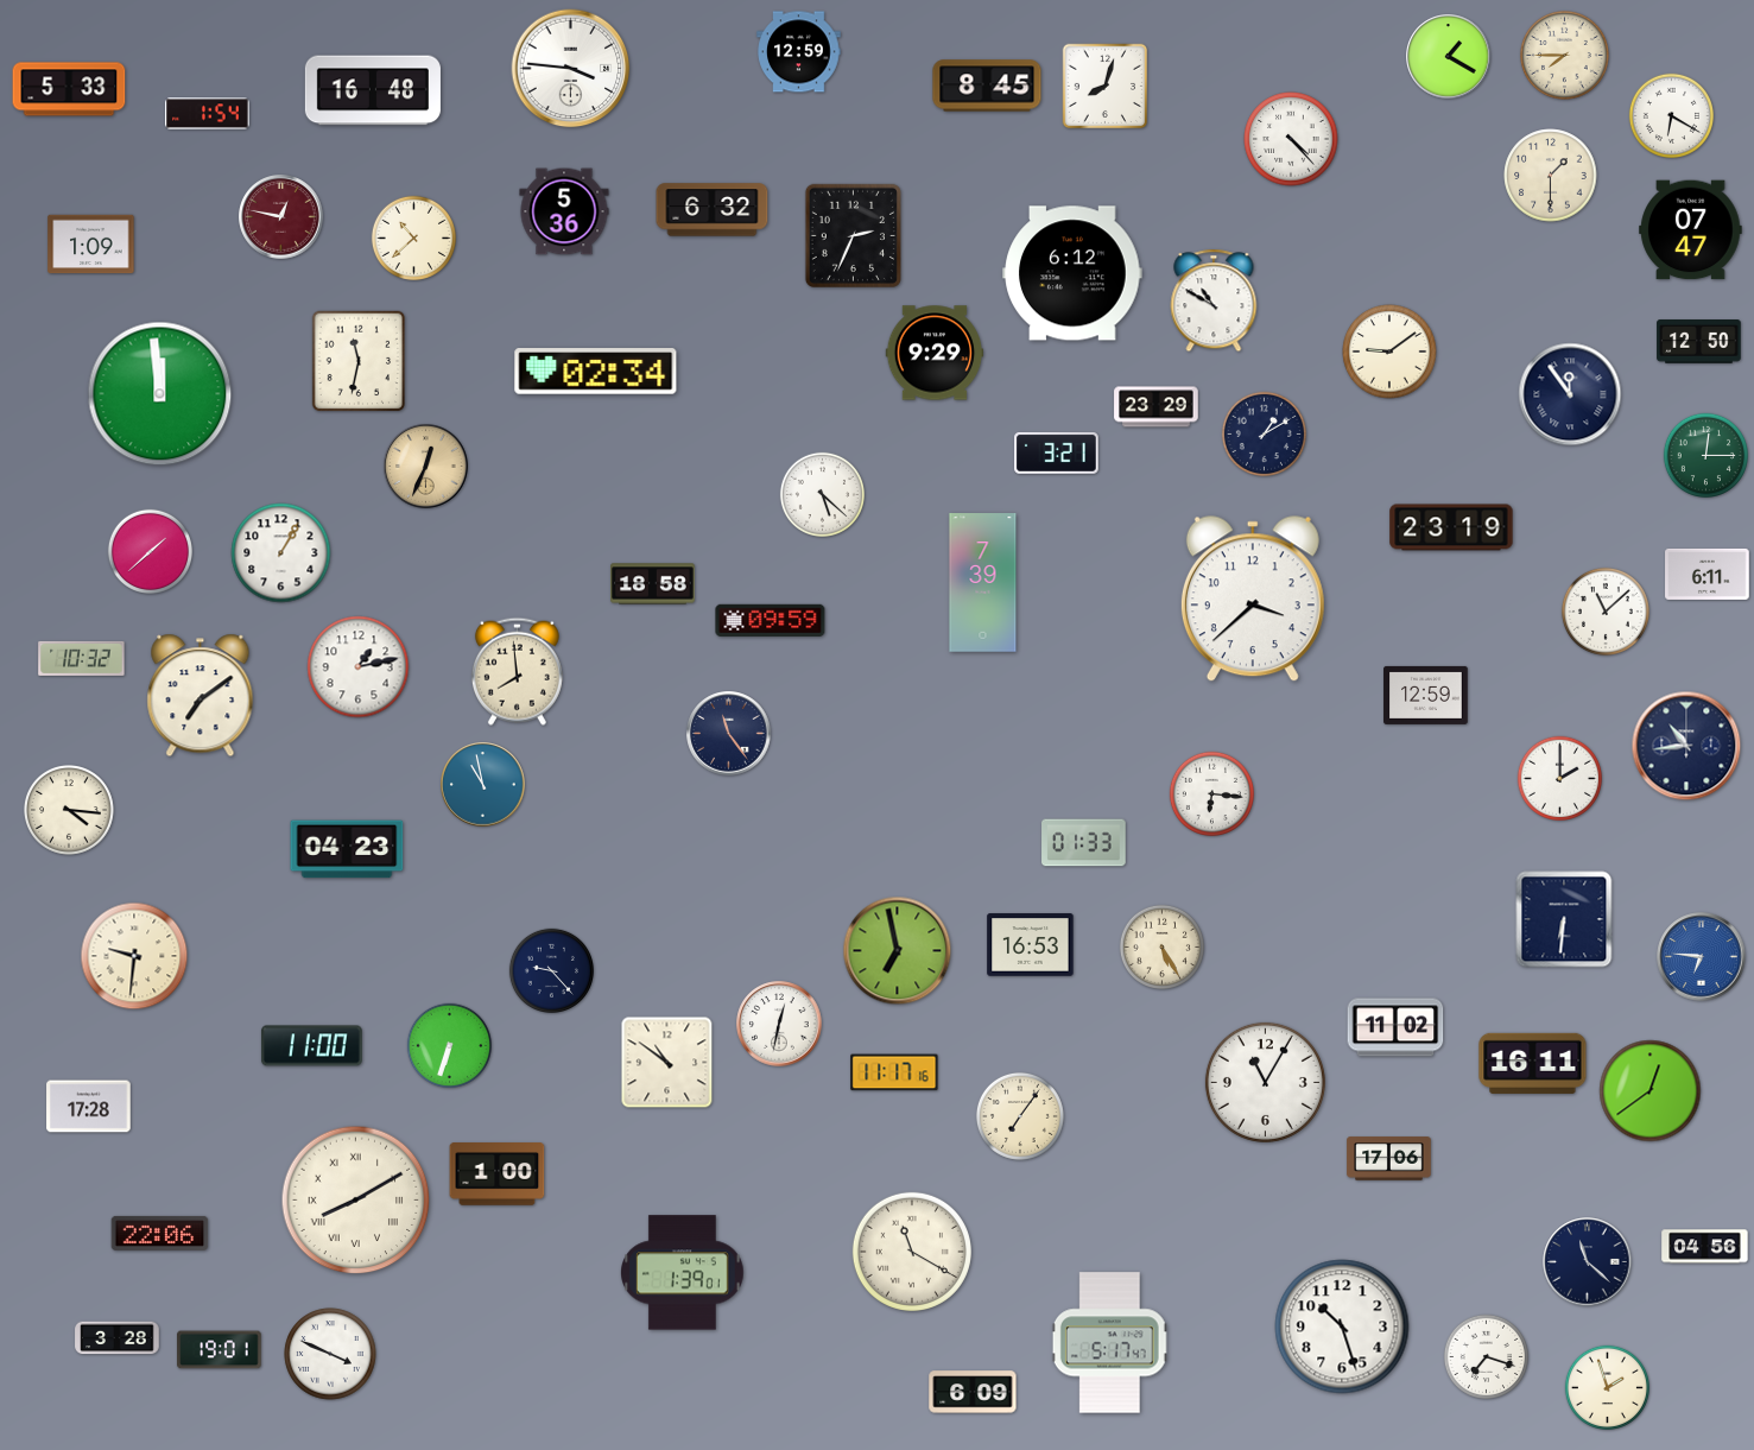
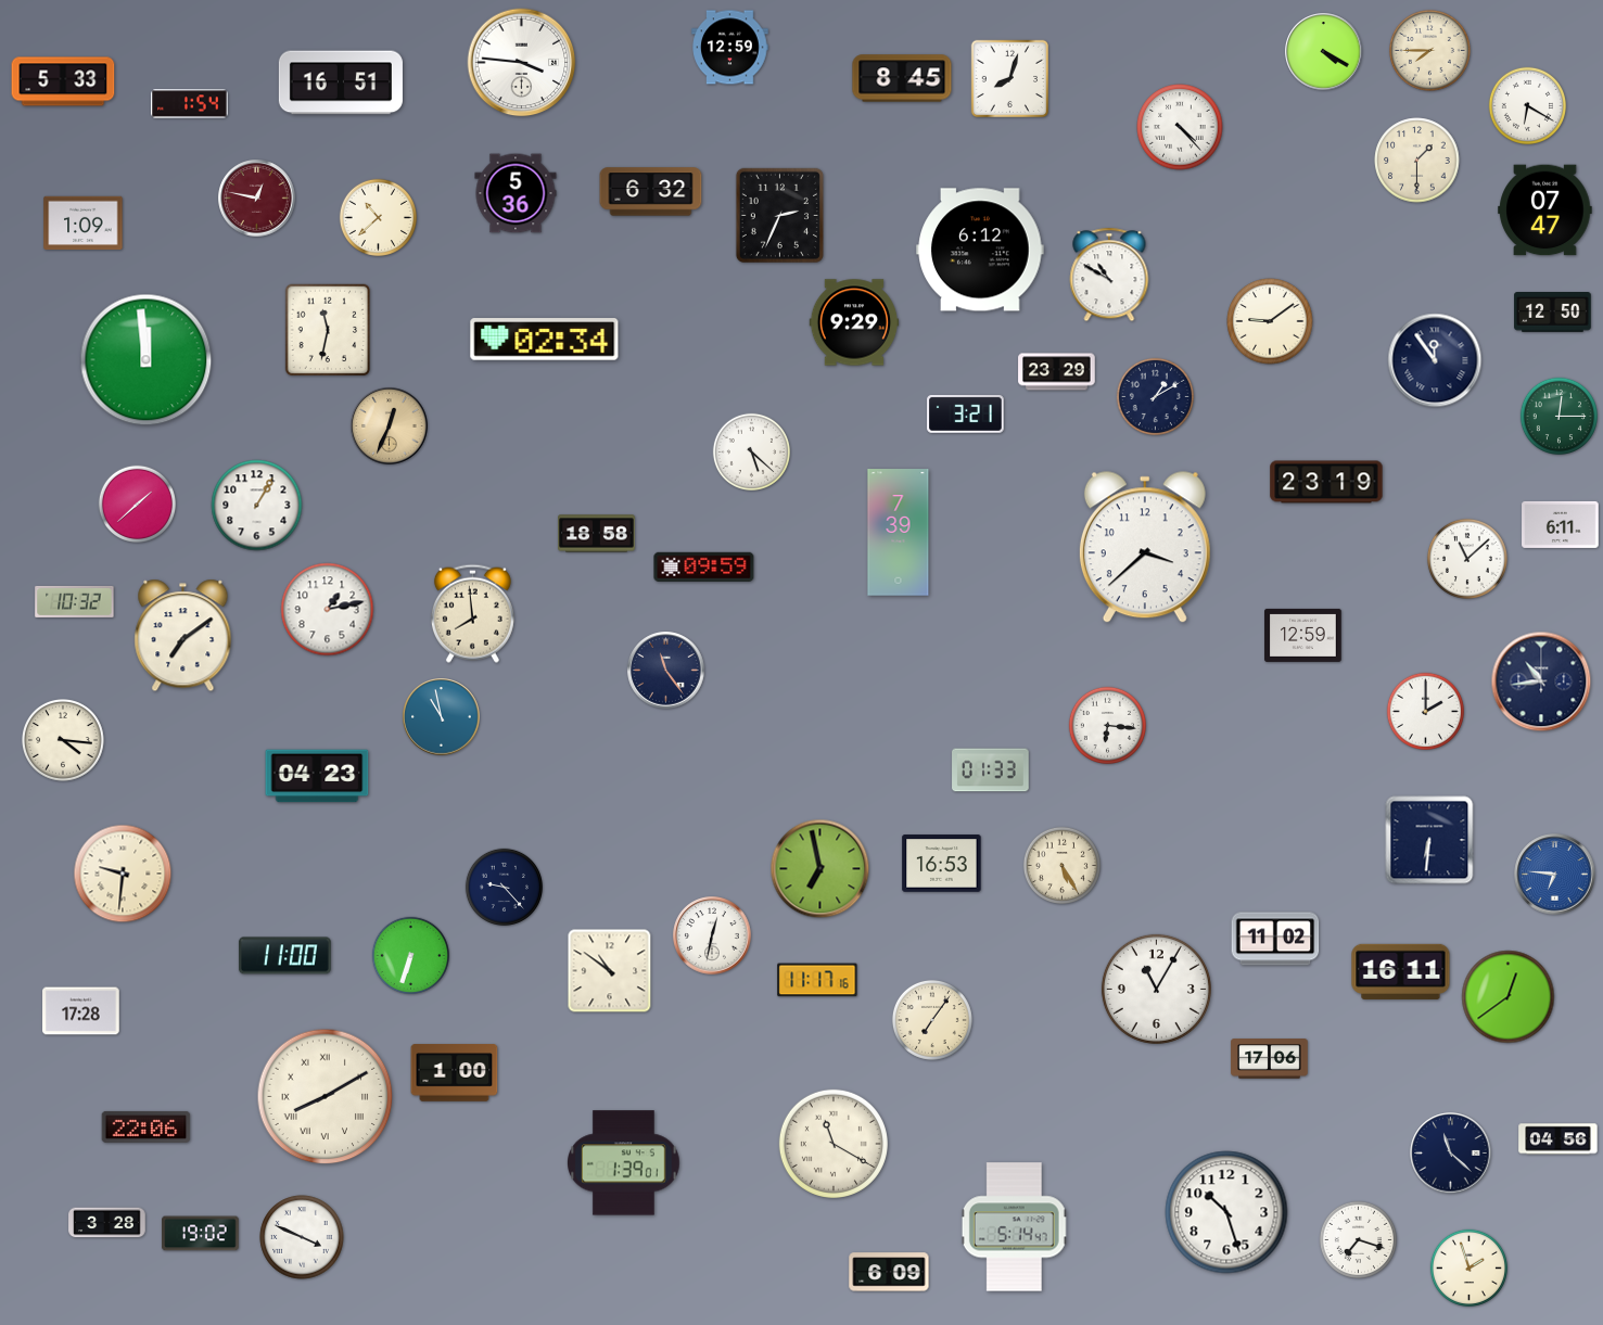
clock at (1449, 57): 1:20 -> 4:20
clock at (373, 90): 16:48 -> 16:51
clock at (1110, 1343): 5:17 -> 5:14
clock at (220, 1350): 19:01 -> 19:02
